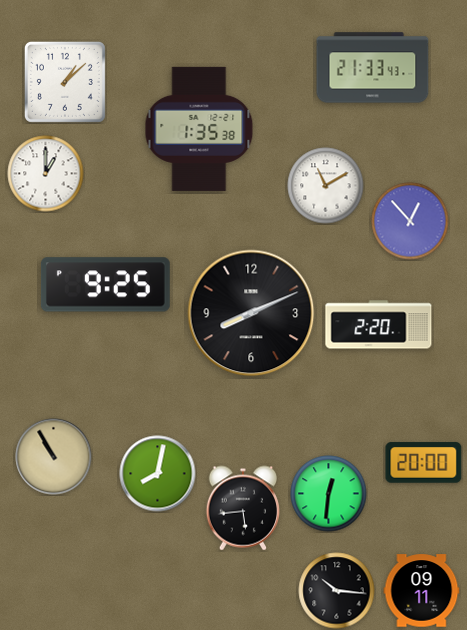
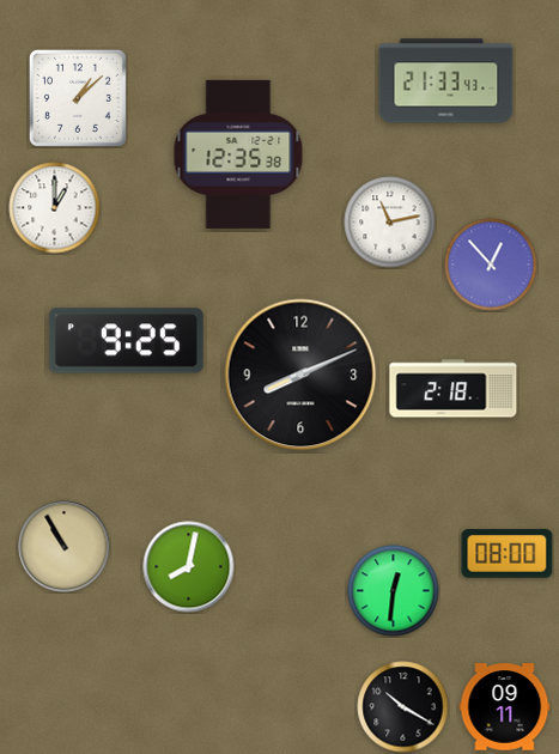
clock at (199, 129): 1:35 -> 12:35
clock at (326, 186): 11:10 -> 11:13
clock at (379, 325): 2:20 -> 2:18
clock at (424, 463): 20:00 -> 08:00
clock at (243, 508): 5:44 -> none
clock at (337, 591): 10:16 -> 10:20
